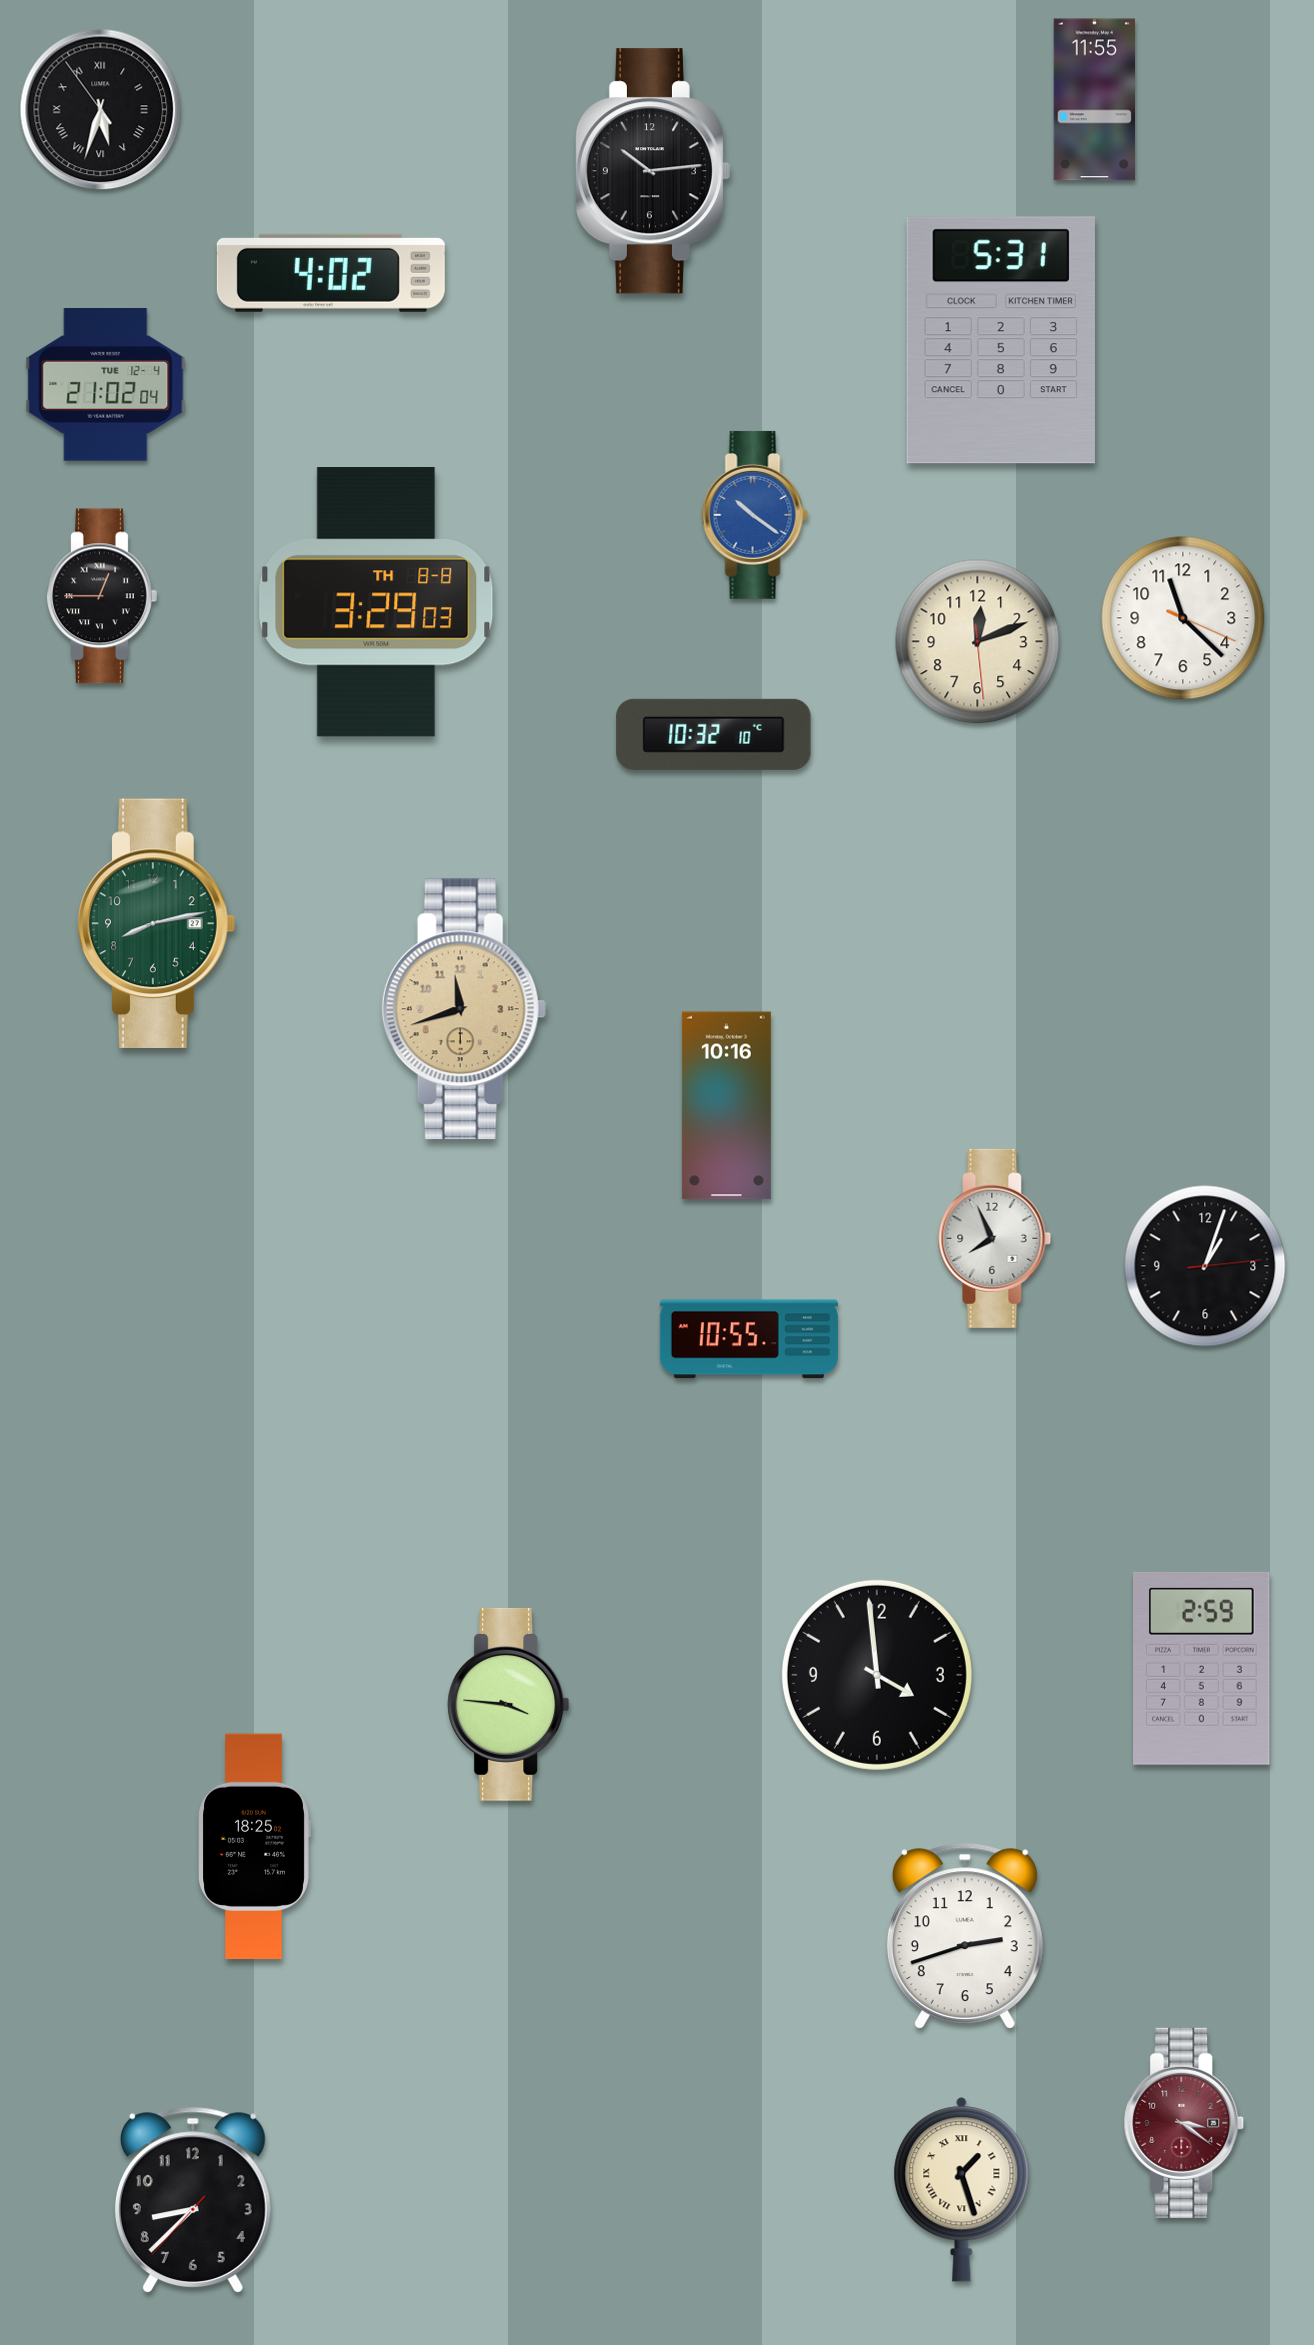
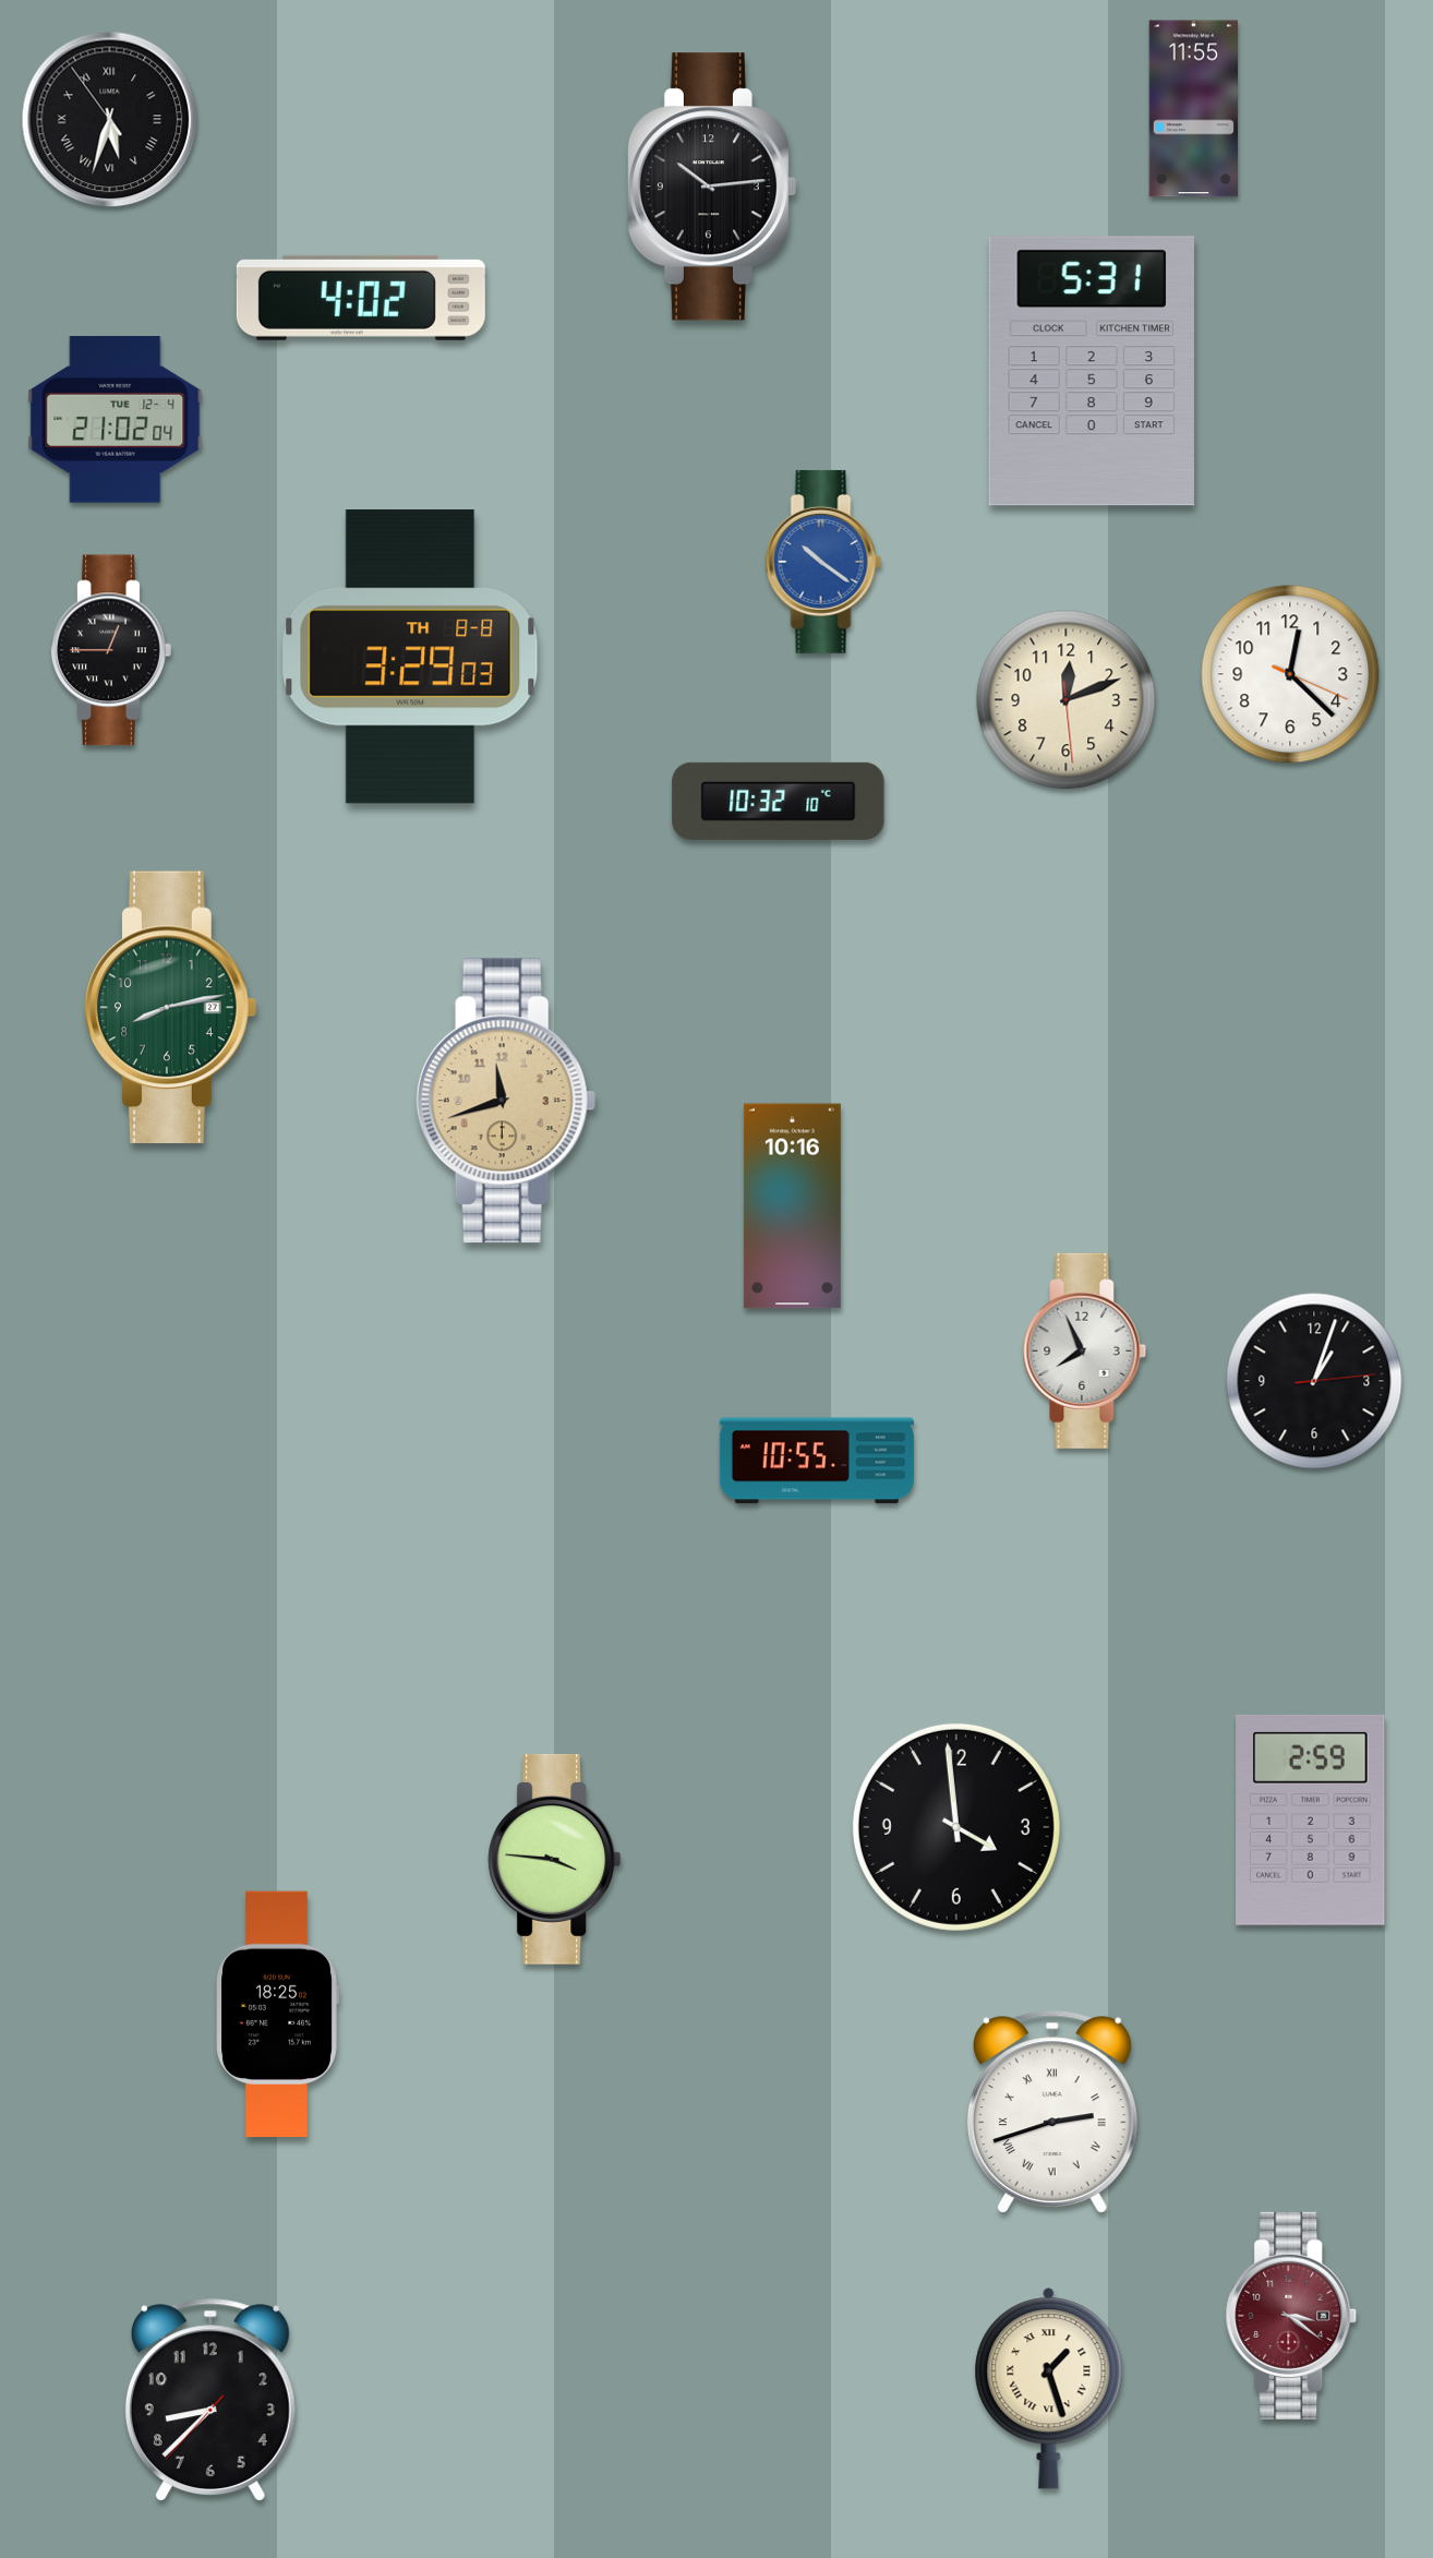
clock at (1183, 618): 11:22 -> 12:22
clock at (965, 1935) numerals: Arabic -> Roman
